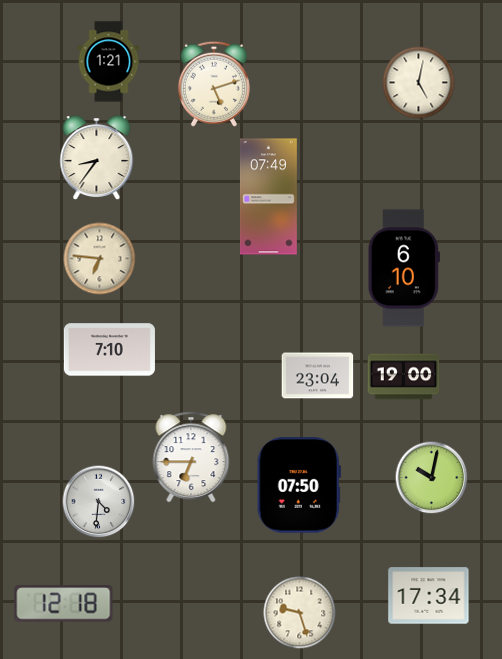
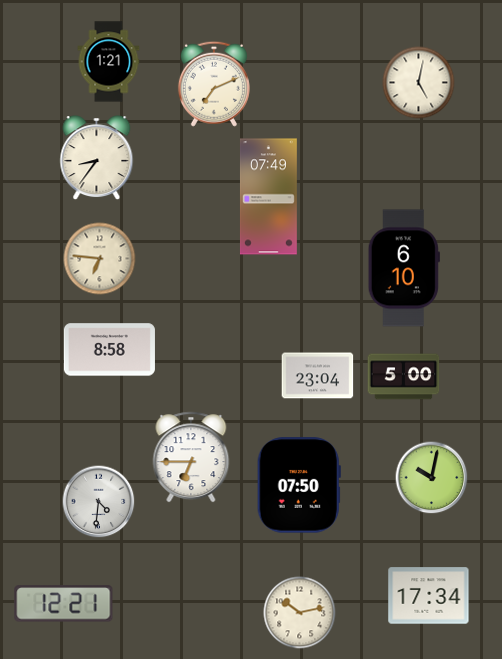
clock at (214, 84): 5:12 -> 7:11
clock at (109, 350): 7:10 -> 8:58
clock at (404, 377): 19:00 -> 5:00
clock at (64, 604): 12:18 -> 12:21
clock at (300, 613): 9:27 -> 10:13
